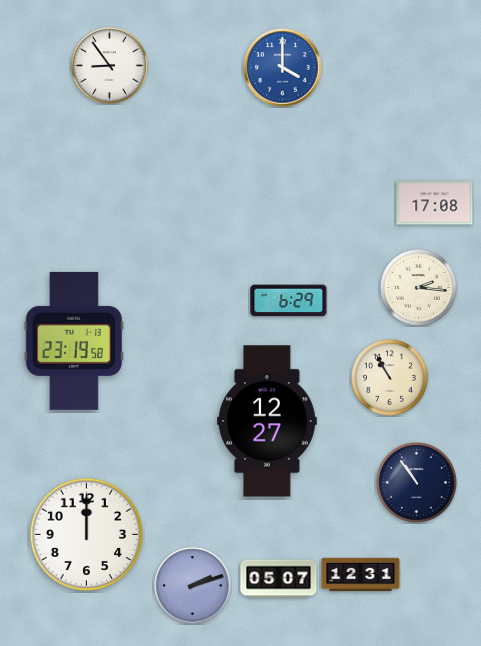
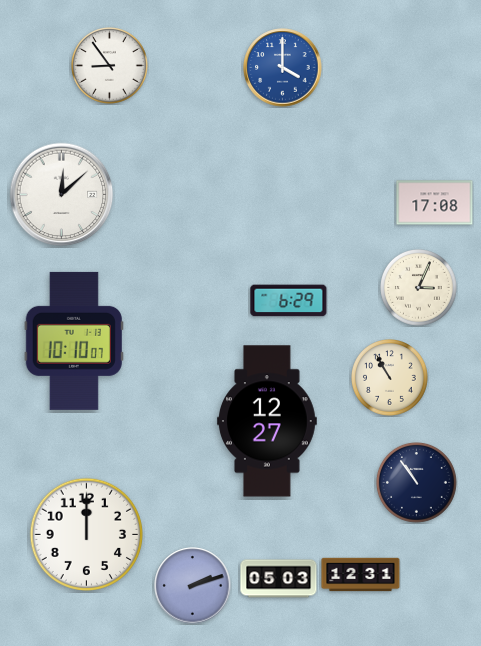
clock at (62, 195): none -> 12:08
clock at (419, 288): 2:16 -> 3:04
clock at (74, 341): 23:19 -> 10:10
clock at (279, 579): 05:07 -> 05:03
